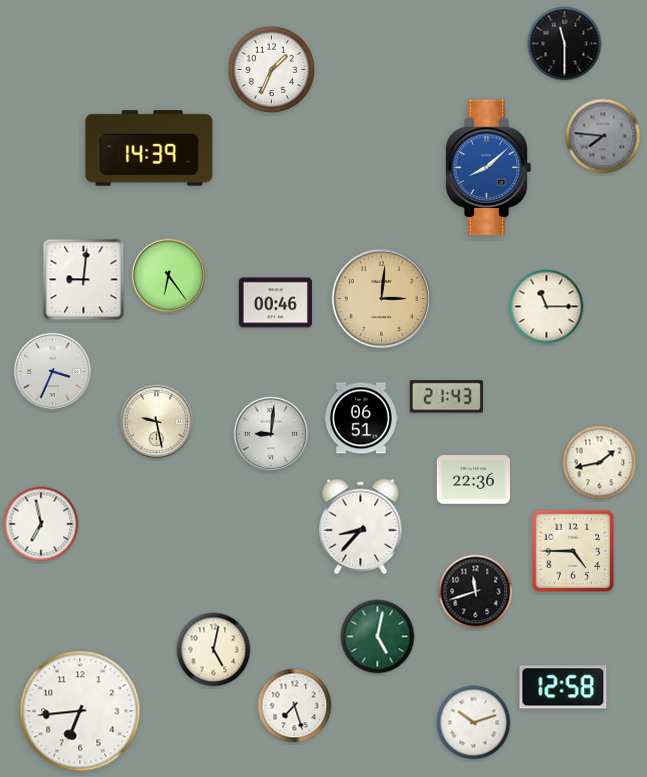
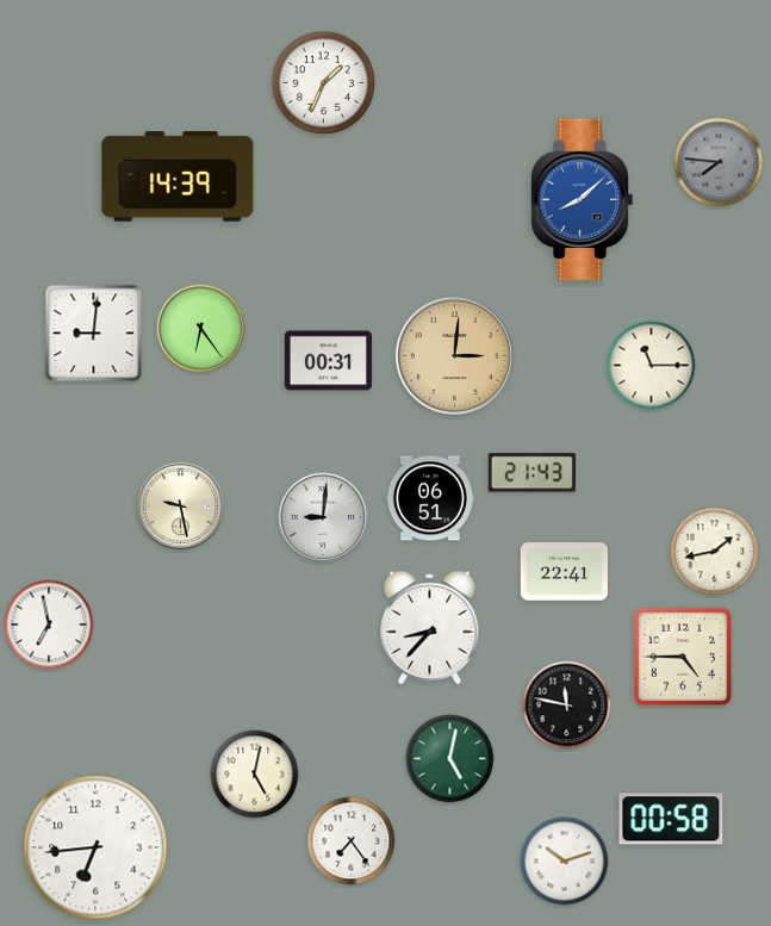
clock at (565, 44): 11:30 -> none
clock at (84, 280) position: (84, 280) -> (94, 334)
clock at (275, 303): 00:46 -> 00:31
clock at (53, 372): 3:34 -> none
clock at (157, 422) position: (157, 422) -> (181, 506)
clock at (473, 480): 22:36 -> 22:41
clock at (476, 592): 11:42 -> 11:47
clock at (563, 687): 12:58 -> 00:58
clock at (295, 706): 7:27 -> 7:24
